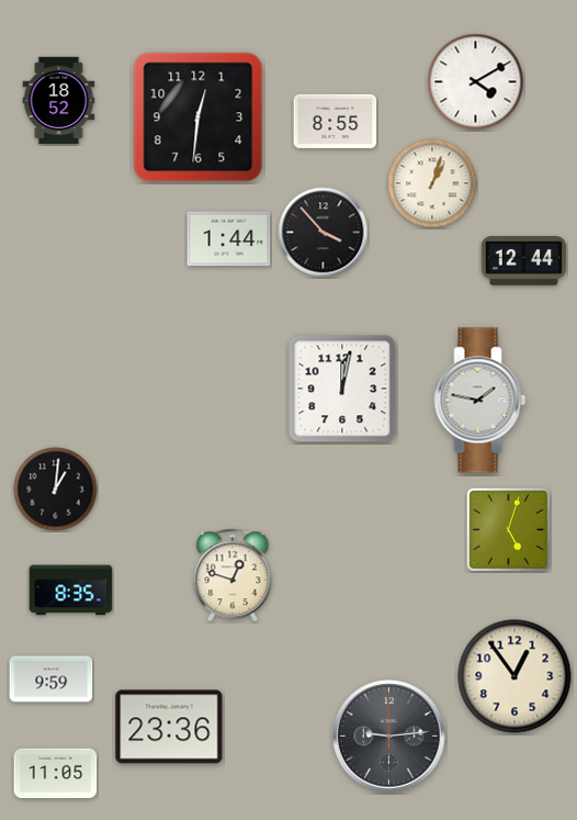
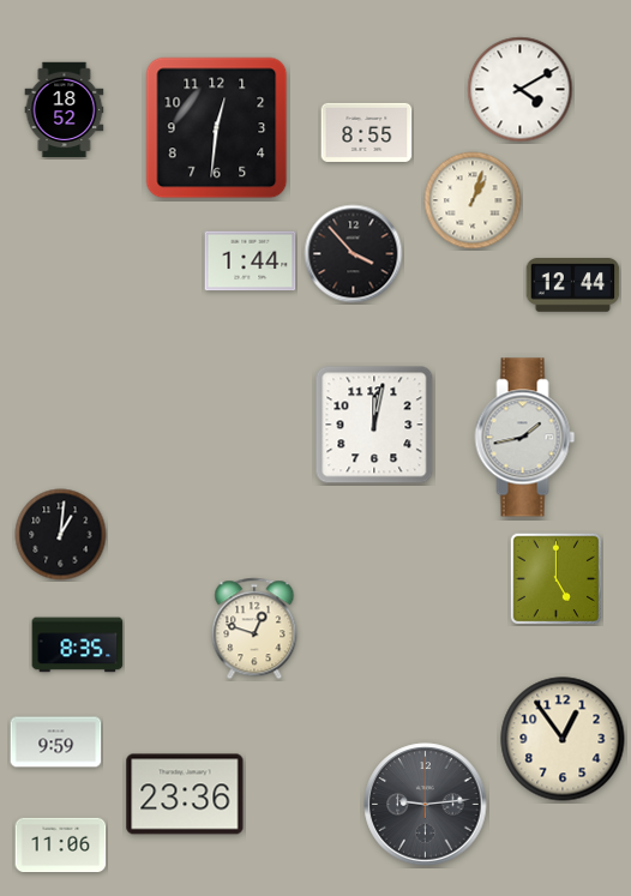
clock at (480, 401): 1:47 -> 1:43
clock at (508, 529): 5:03 -> 5:00
clock at (56, 774): 11:05 -> 11:06
